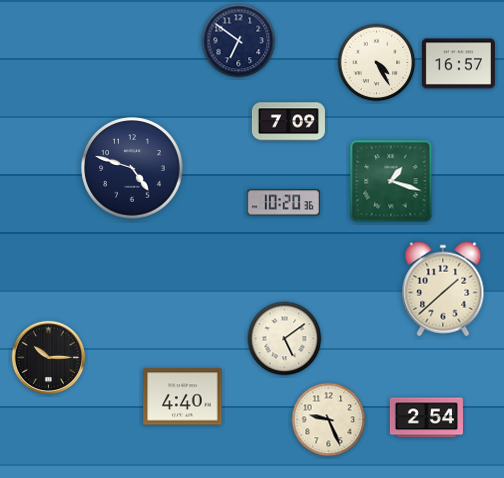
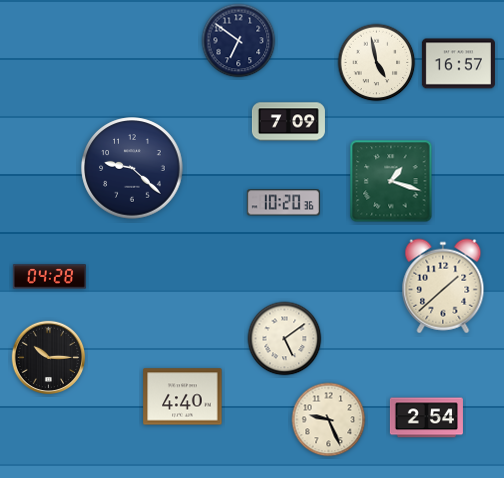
clock at (377, 63): 4:25 -> 4:58
clock at (132, 168): 4:48 -> 9:22
clock at (49, 277): none -> 04:28
clock at (443, 289) position: (443, 289) -> (443, 286)
